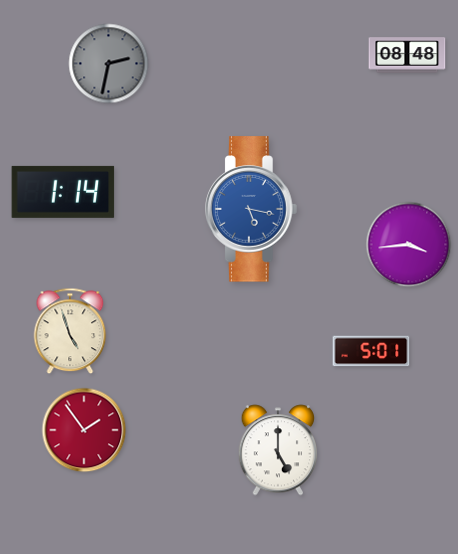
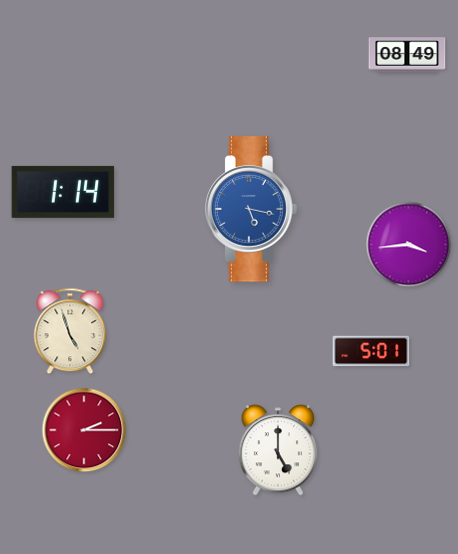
clock at (407, 55): 08:48 -> 08:49
clock at (109, 64): 2:32 -> none
clock at (84, 430): 1:54 -> 2:15
